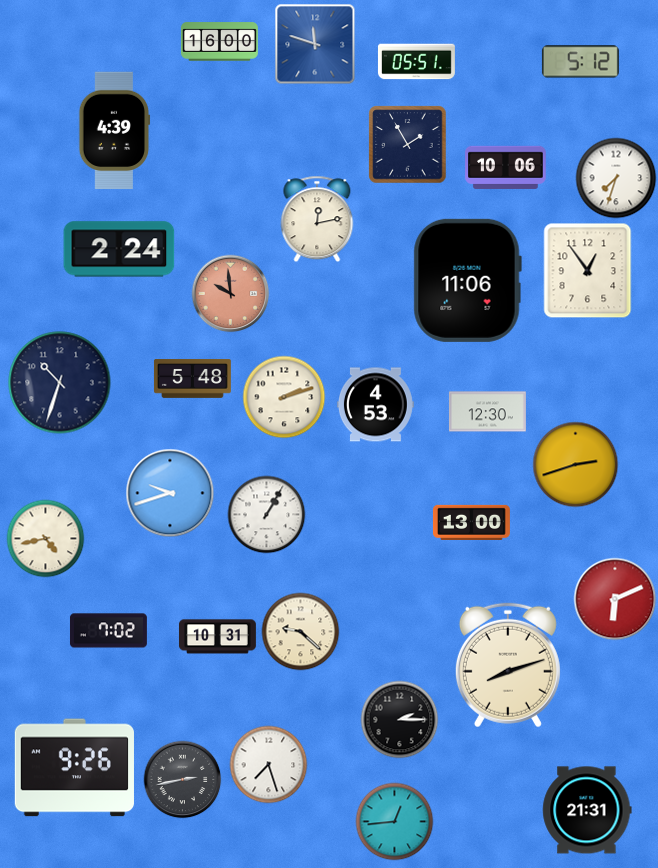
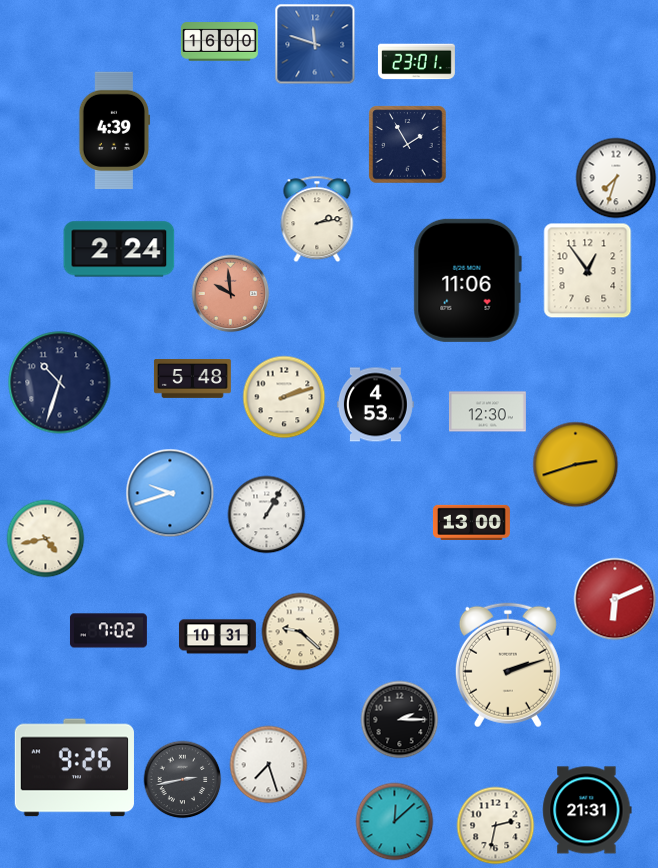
clock at (416, 62): 05:51 -> 23:01
clock at (580, 62): 5:12 -> none
clock at (506, 167): 10:06 -> none
clock at (317, 219): 12:13 -> 2:13
clock at (508, 665): 8:12 -> 2:12
clock at (394, 821): 12:44 -> 12:08
clock at (495, 825): none -> 2:32
